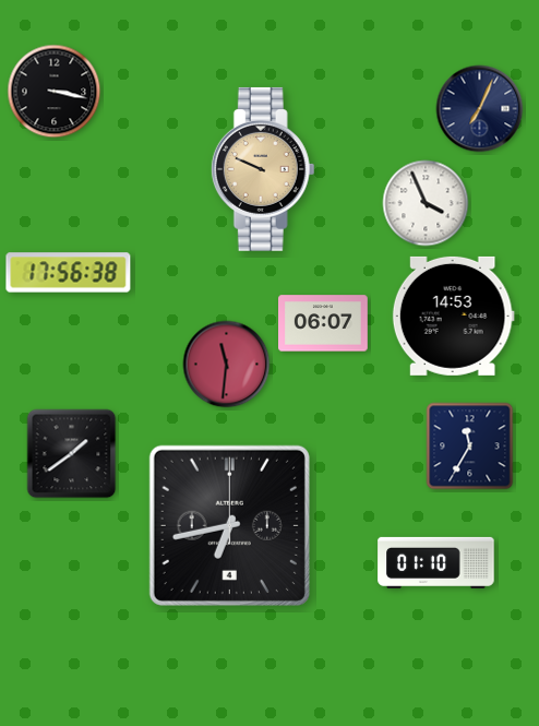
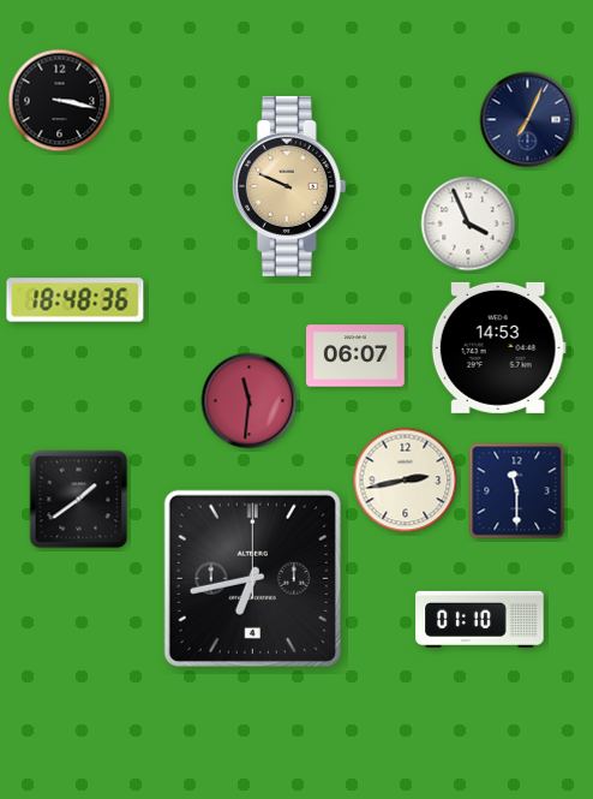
clock at (69, 273): 17:56 -> 18:48
clock at (406, 481): none -> 2:43
clock at (470, 447): 11:35 -> 11:30
